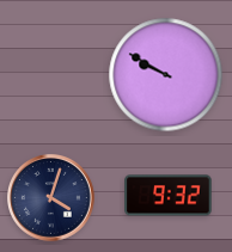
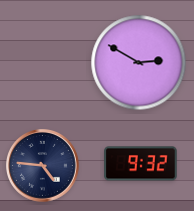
clock at (166, 75): 9:50 -> 2:50
clock at (51, 198): 4:03 -> 4:46
